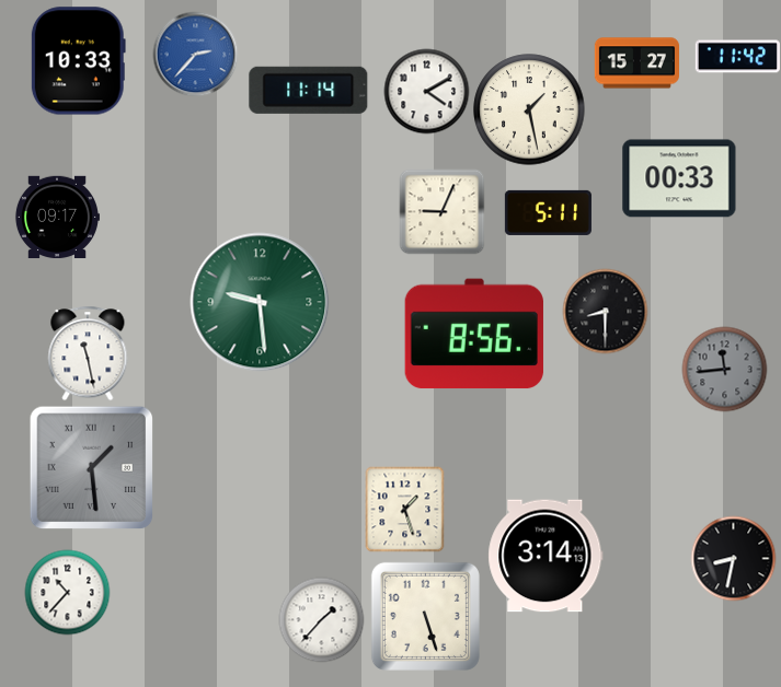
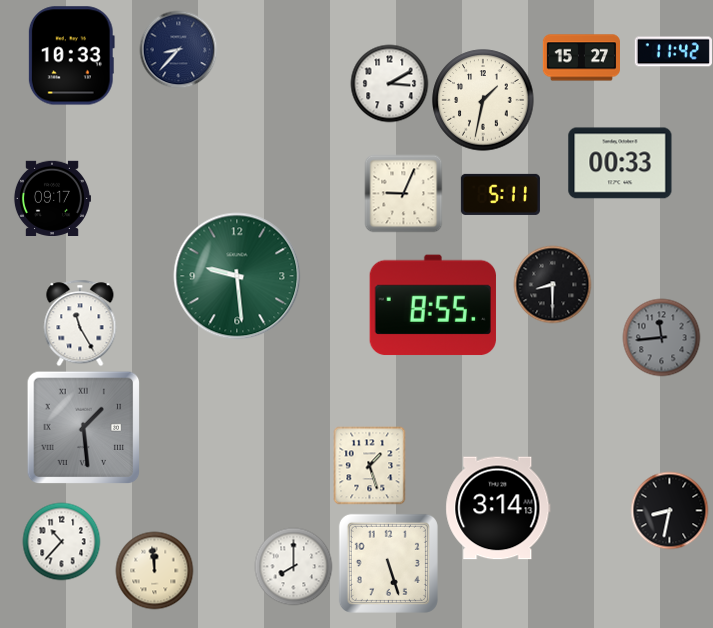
clock at (195, 54): 2:37 -> 8:37
clock at (195, 54) dial: blue -> navy
clock at (309, 90): 11:14 -> none
clock at (426, 91): 4:10 -> 3:10
clock at (529, 109): 1:28 -> 1:32
clock at (474, 334): 8:56 -> 8:55
clock at (88, 353): 11:28 -> 11:25
clock at (321, 619): 1:37 -> 8:00
clock at (154, 570): none -> 11:59
